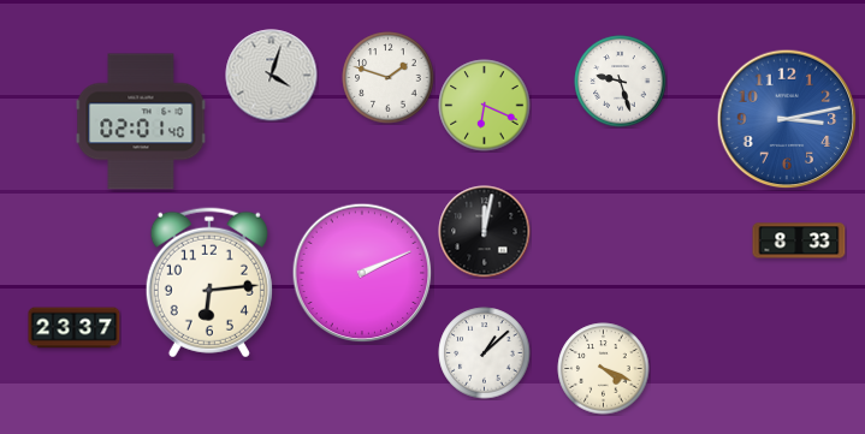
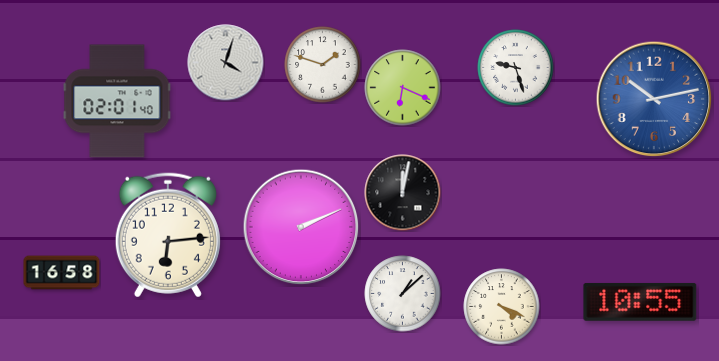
clock at (787, 119): 3:13 -> 10:13
clock at (799, 240): 8:33 -> none
clock at (209, 283) position: (209, 283) -> (168, 235)
clock at (75, 328): 23:37 -> 16:58
clock at (640, 302): none -> 10:55
